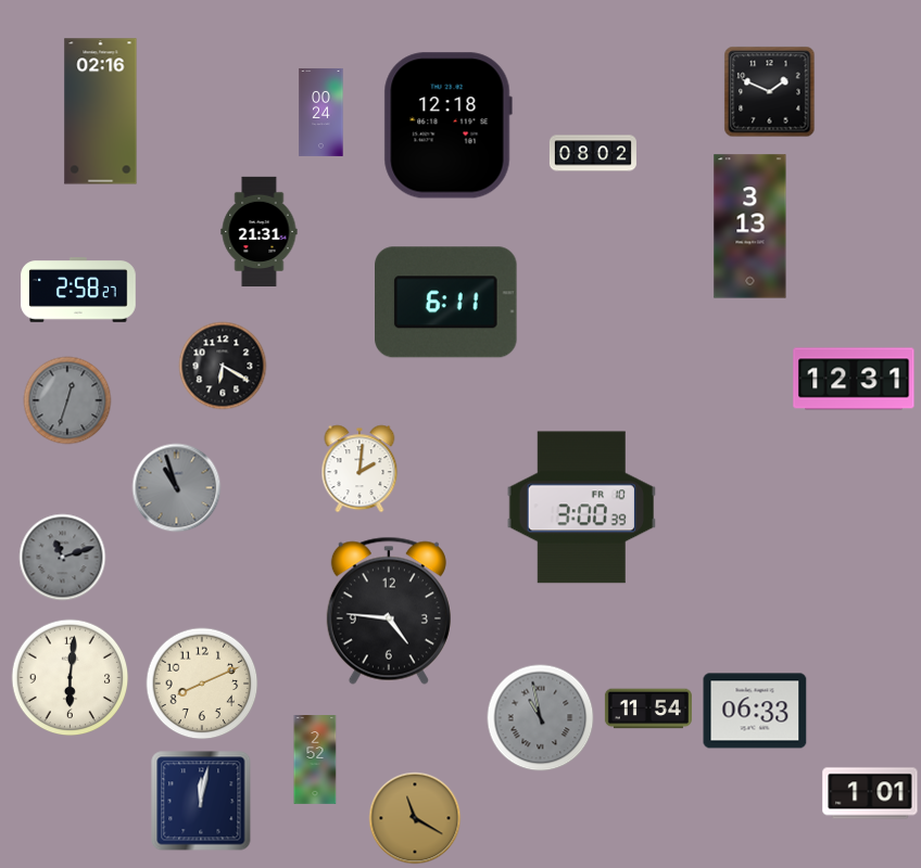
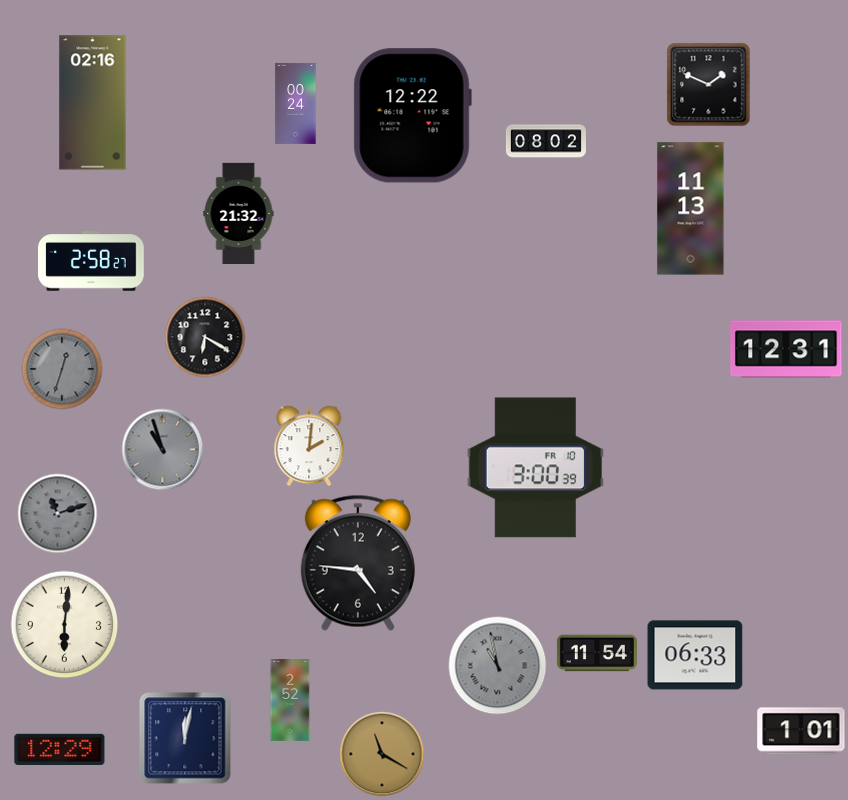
clock at (447, 126): 12:18 -> 12:22
clock at (750, 227): 3:13 -> 11:13
clock at (260, 231): 21:31 -> 21:32
clock at (78, 290) position: (78, 290) -> (91, 261)
clock at (446, 303): 6:11 -> none
clock at (359, 469) position: (359, 469) -> (309, 446)
clock at (202, 684): 8:11 -> none
clock at (541, 718) position: (541, 718) -> (498, 666)
clock at (60, 749): none -> 12:29
